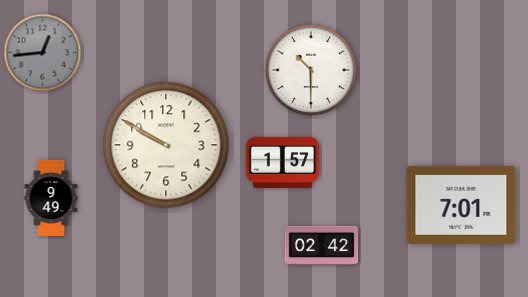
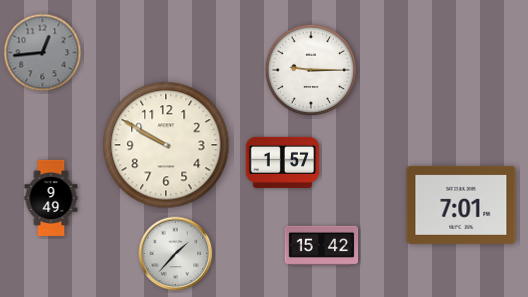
clock at (311, 70): 10:30 -> 9:15
clock at (322, 246): 02:42 -> 15:42
clock at (176, 254): none -> 1:37
